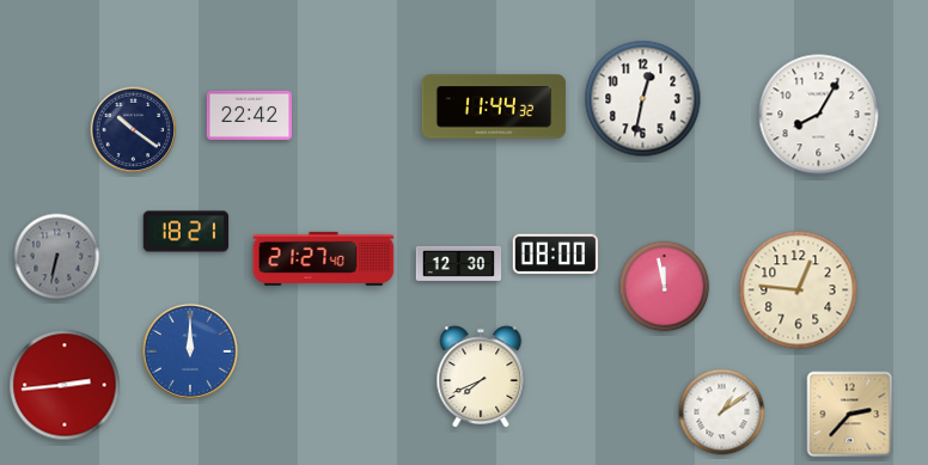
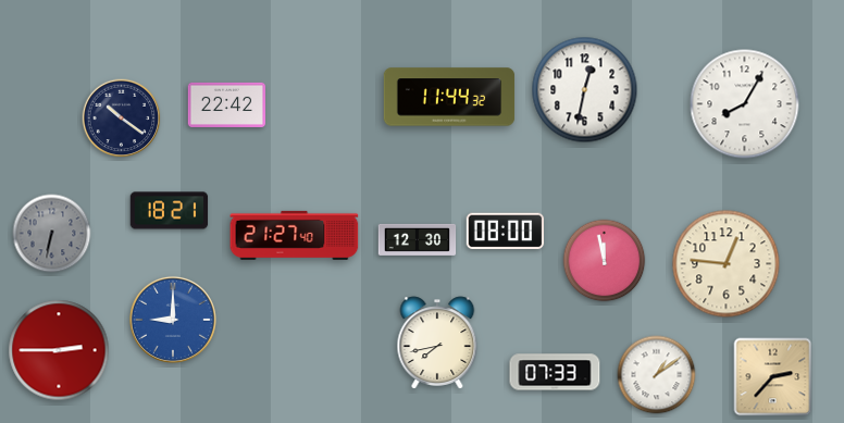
clock at (190, 351): 12:00 -> 9:00
clock at (481, 377): 7:41 -> 7:43
clock at (65, 385): 2:44 -> 2:45
clock at (555, 372): none -> 07:33
